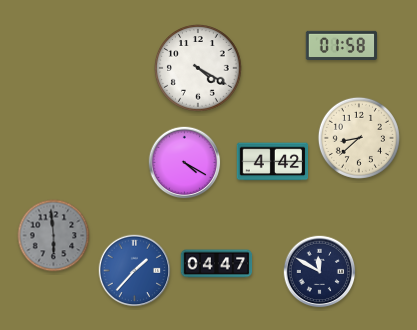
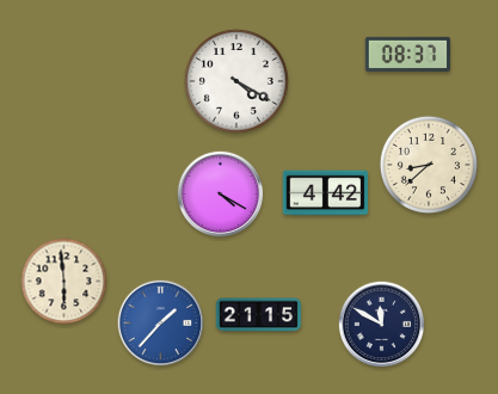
clock at (342, 46): 01:58 -> 08:37
clock at (54, 236) dial: grey -> cream
clock at (217, 264): 04:47 -> 21:15
